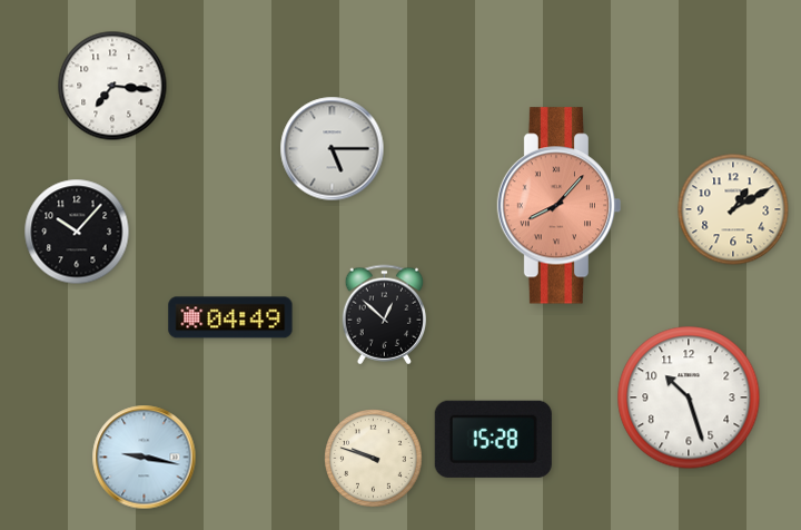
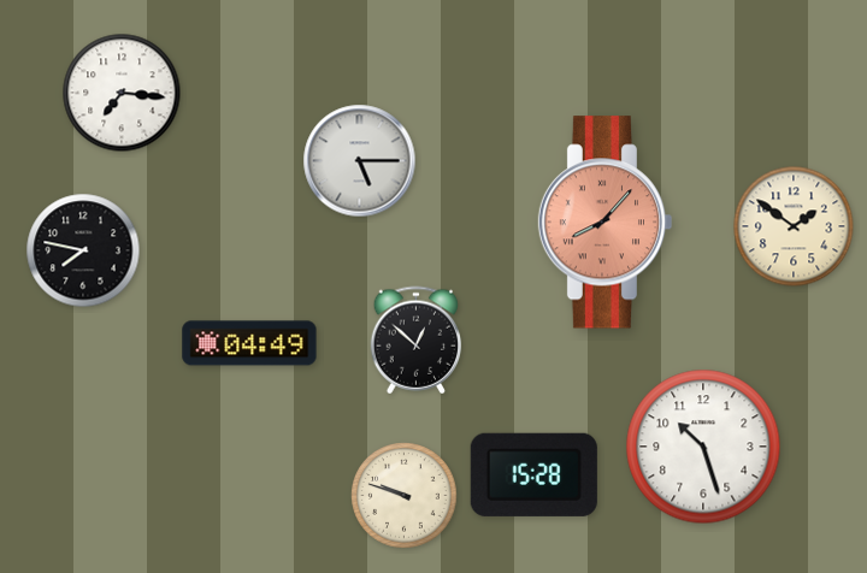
clock at (733, 209): 1:10 -> 1:51
clock at (77, 232): 10:07 -> 7:47
clock at (689, 397) position: (689, 397) -> (703, 447)
clock at (145, 458): 9:17 -> none
